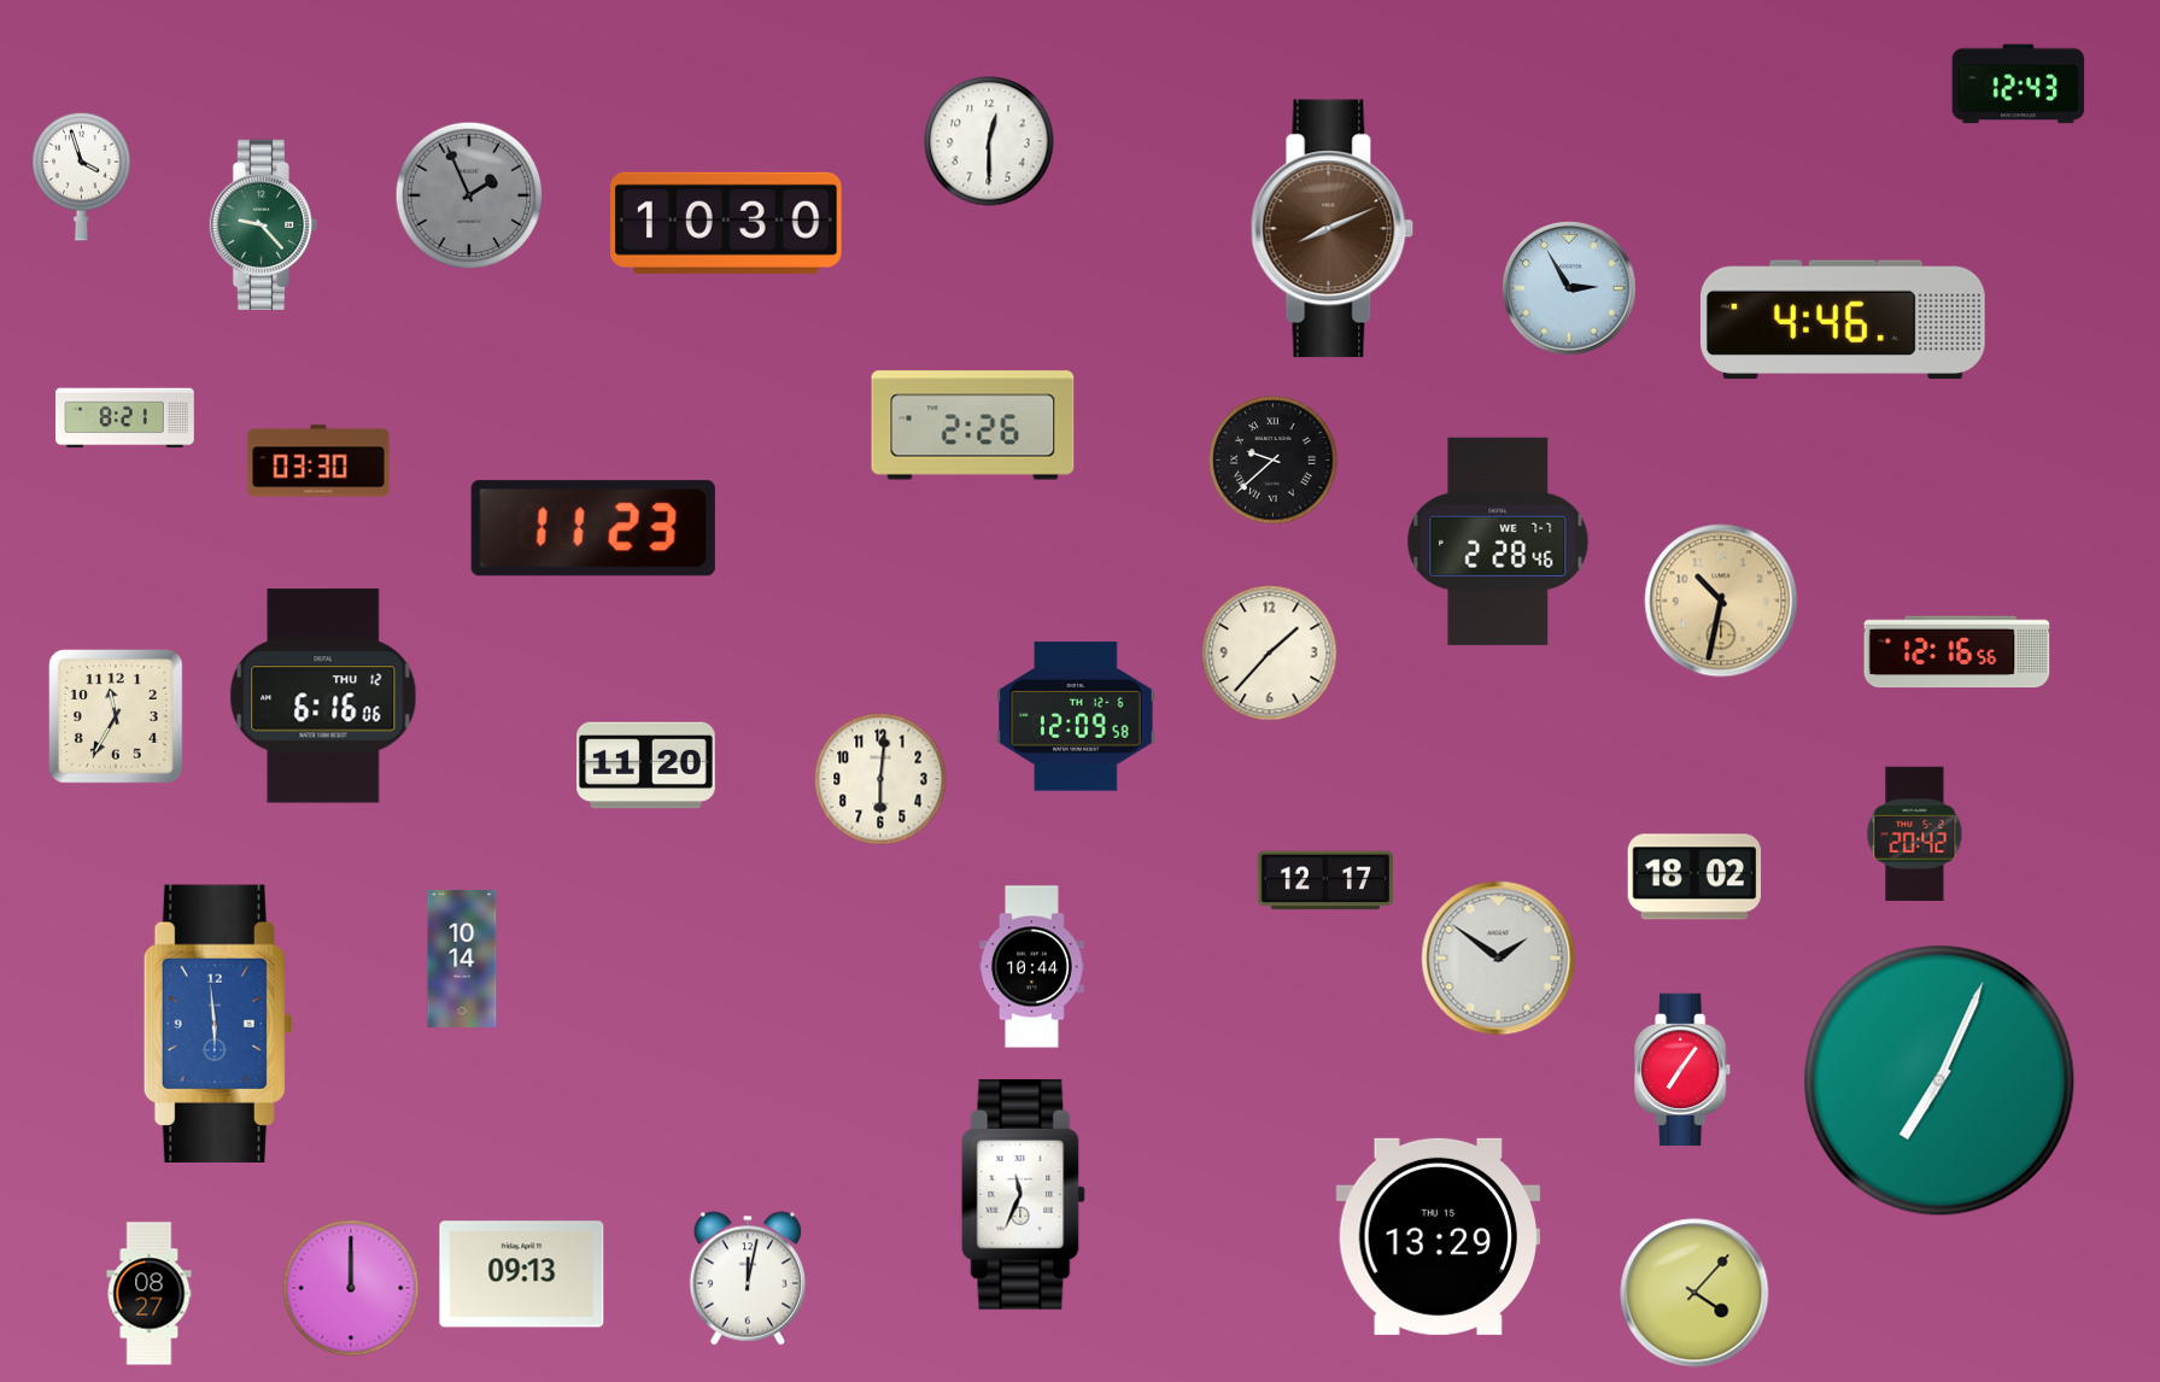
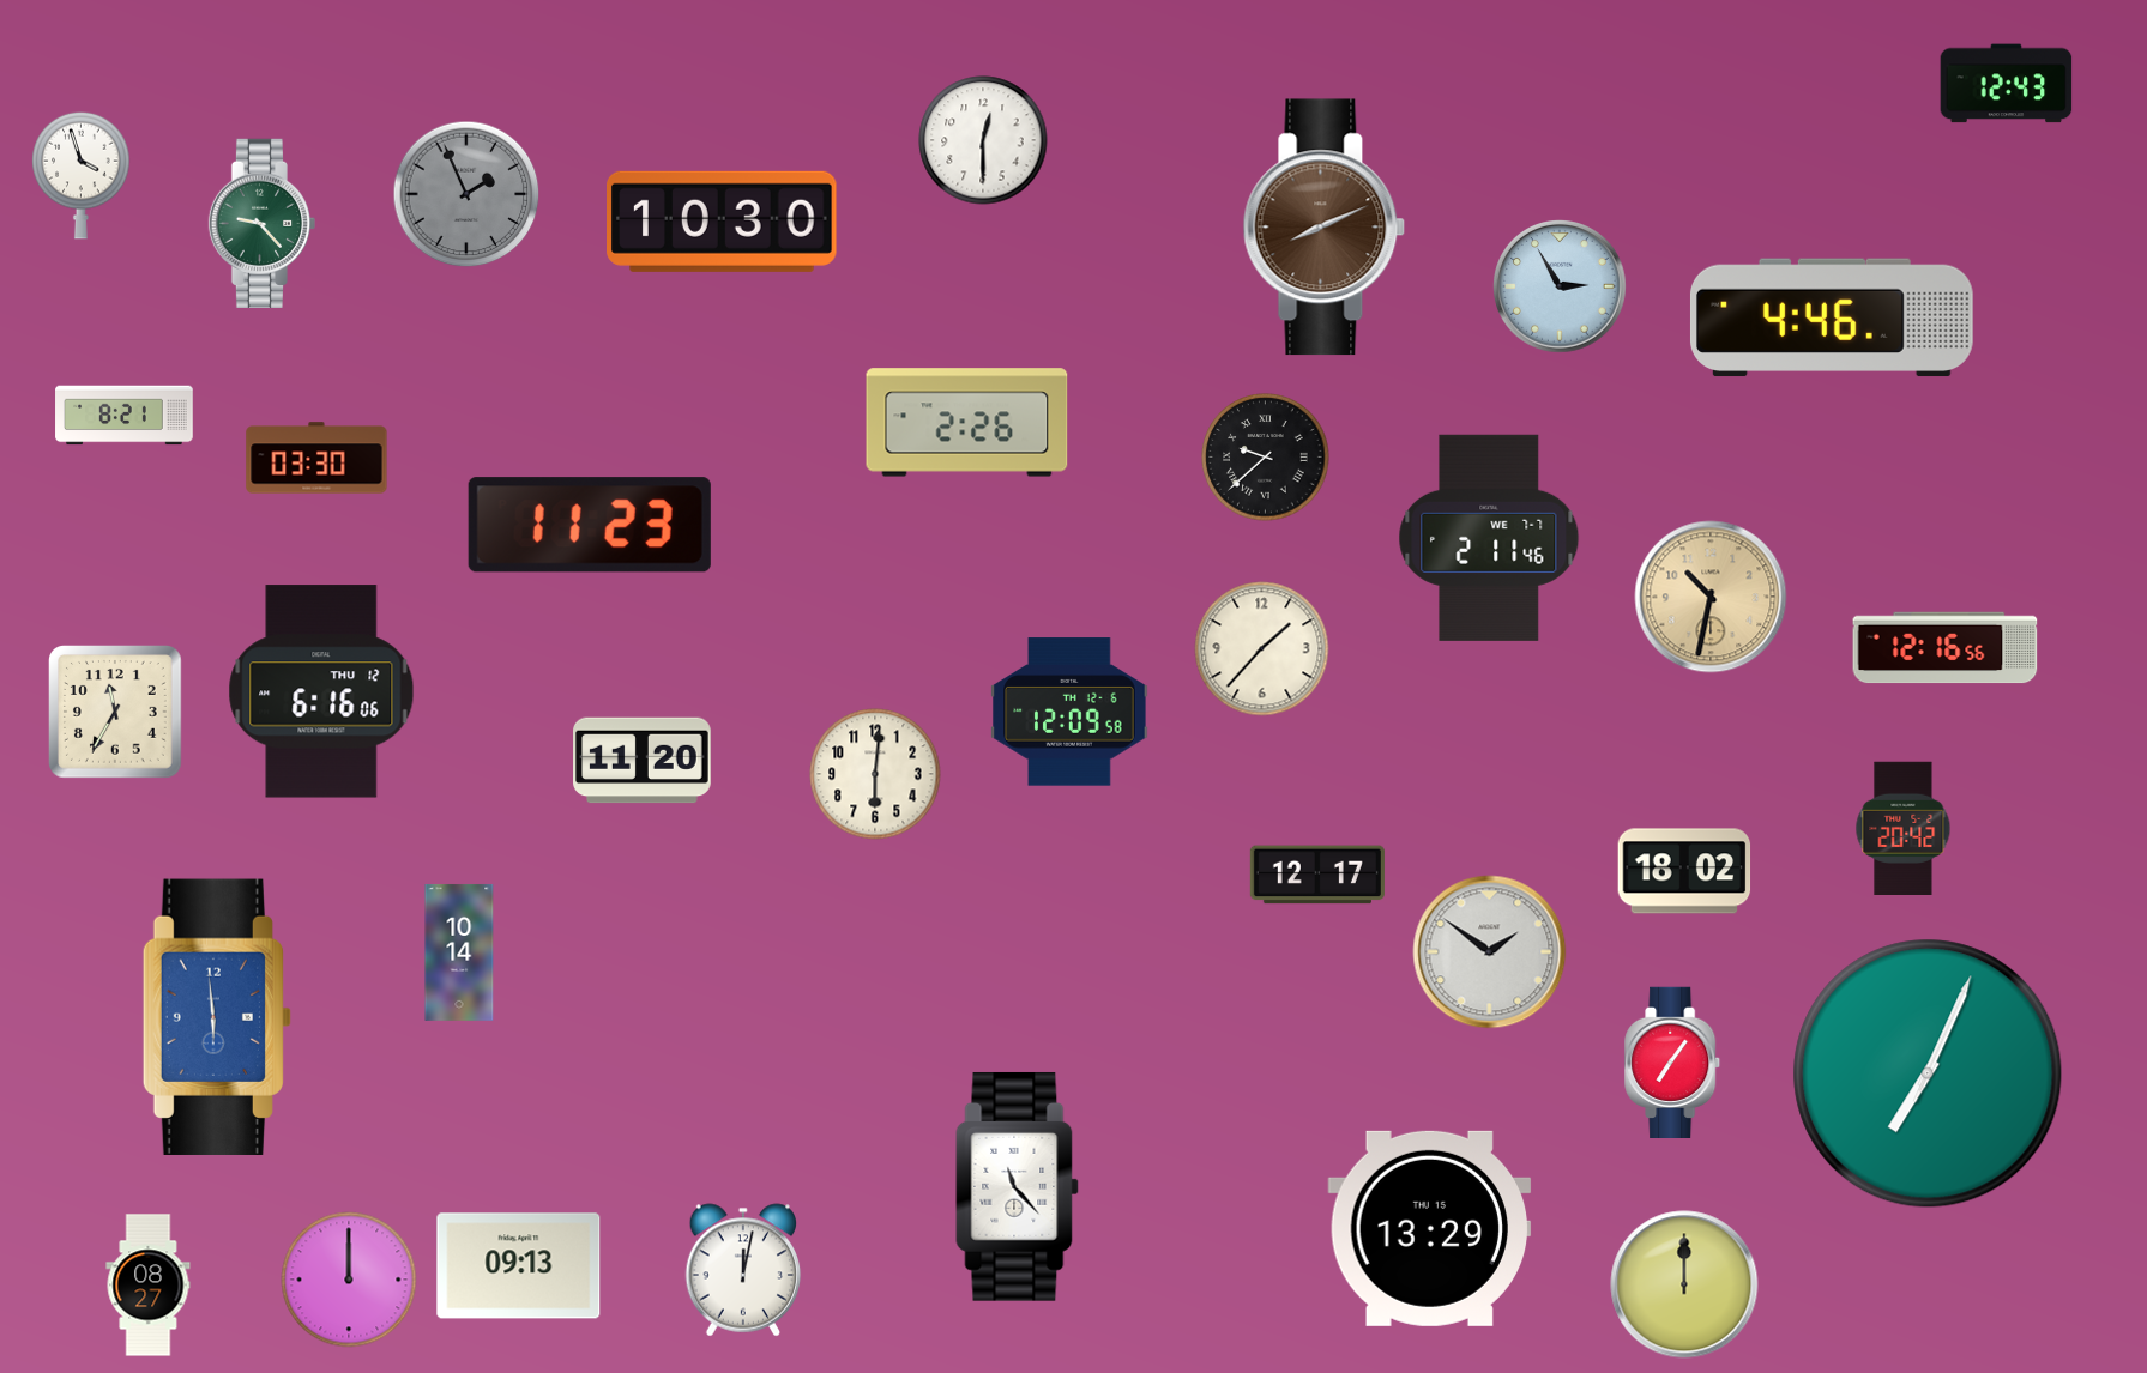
clock at (1498, 541): 2:28 -> 2:11
clock at (1032, 967): 10:44 -> none
clock at (1024, 1194): 11:34 -> 11:23
clock at (1694, 1293): 4:07 -> 12:00
